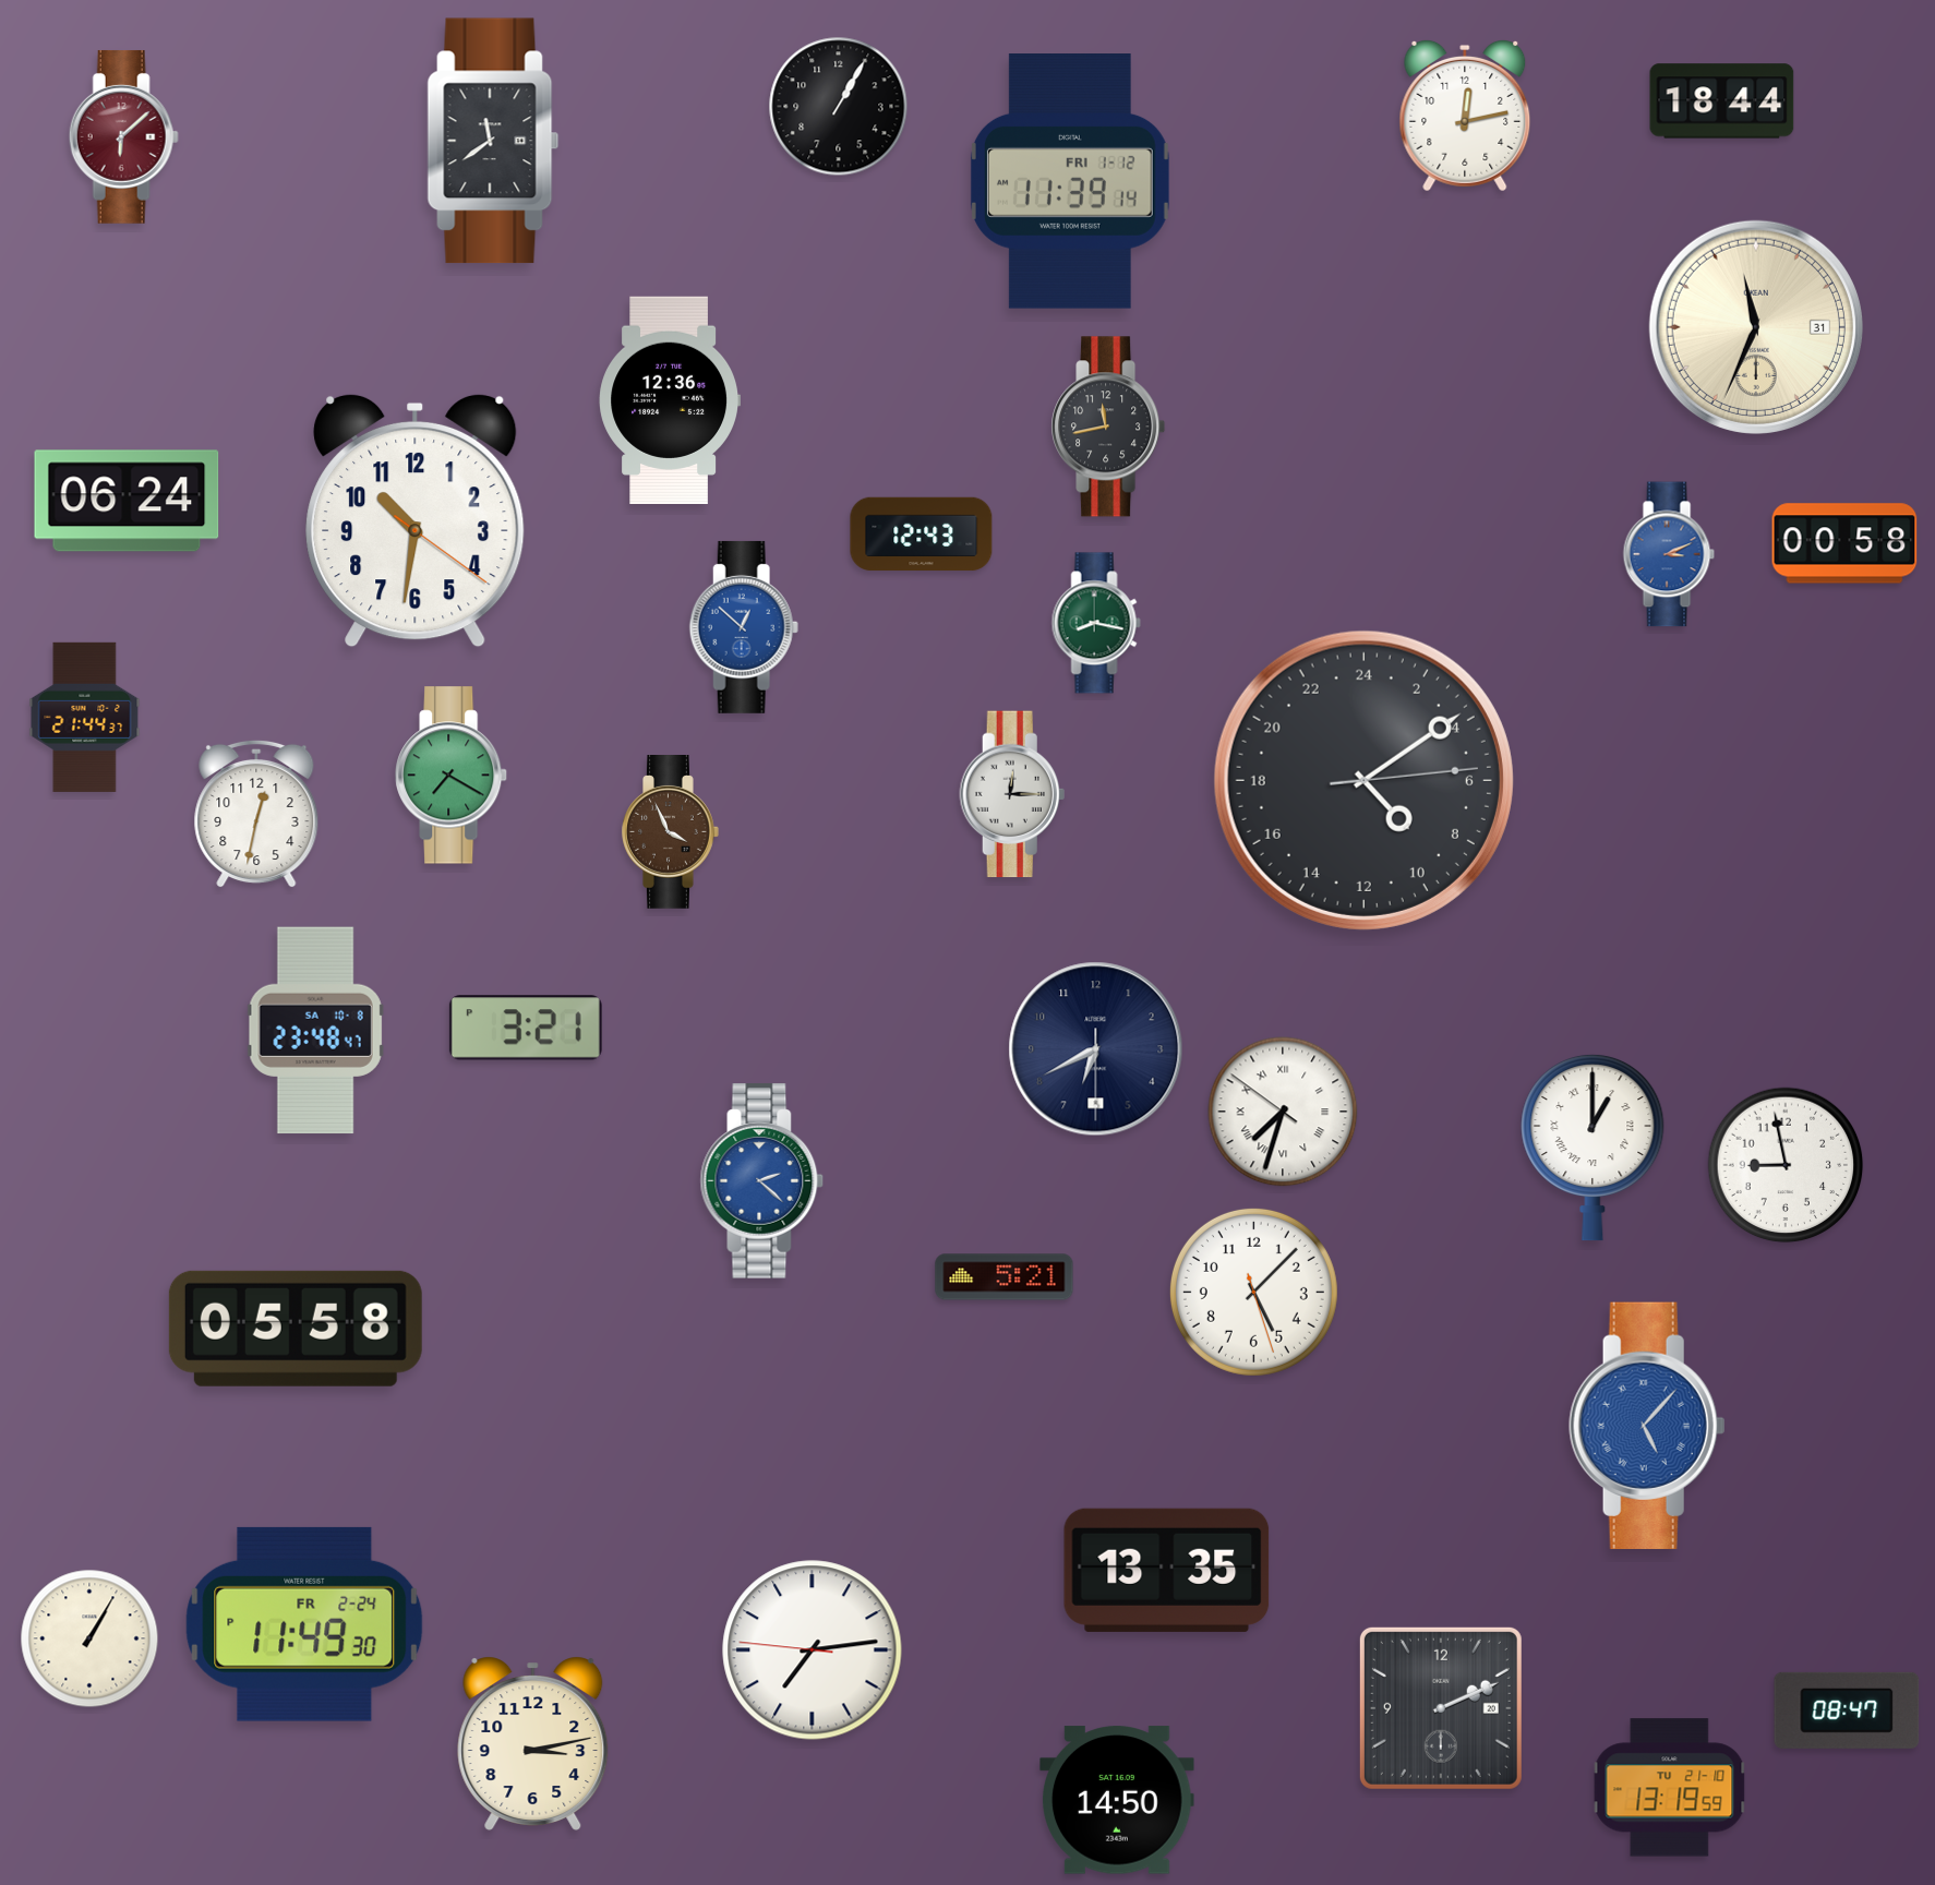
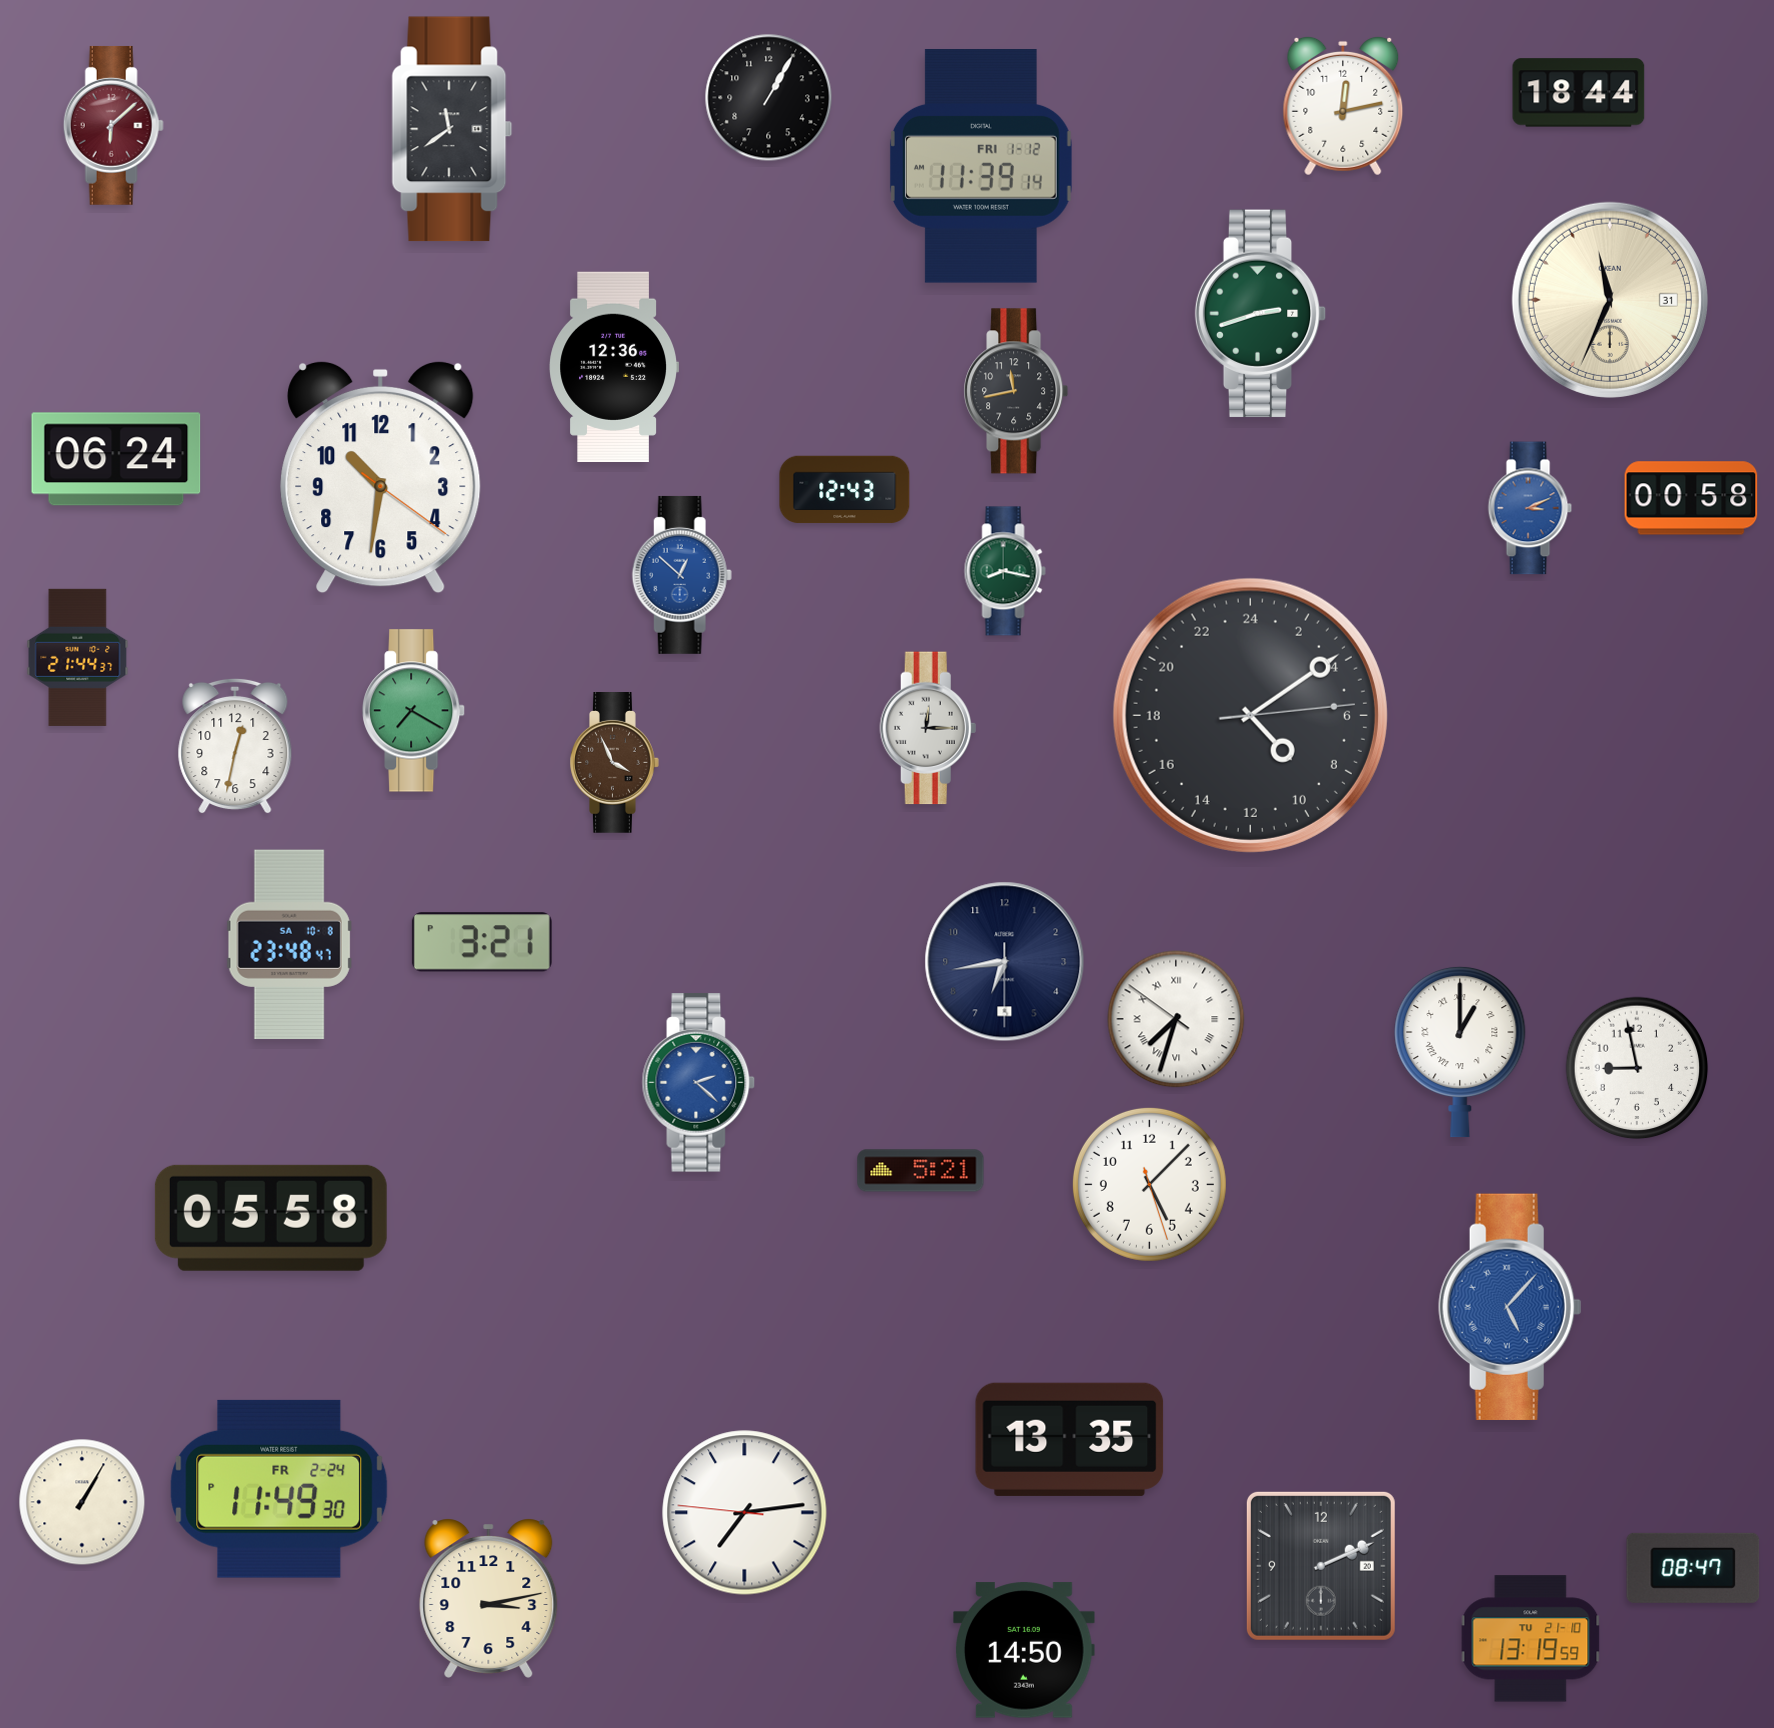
clock at (1261, 314): none -> 2:42
clock at (1096, 1049): 6:40 -> 6:43
